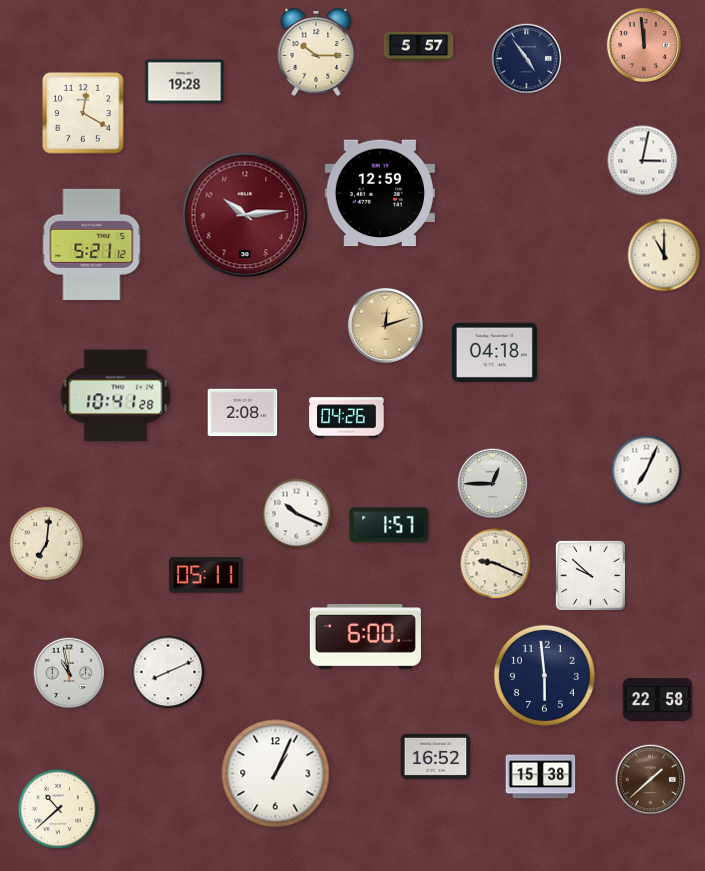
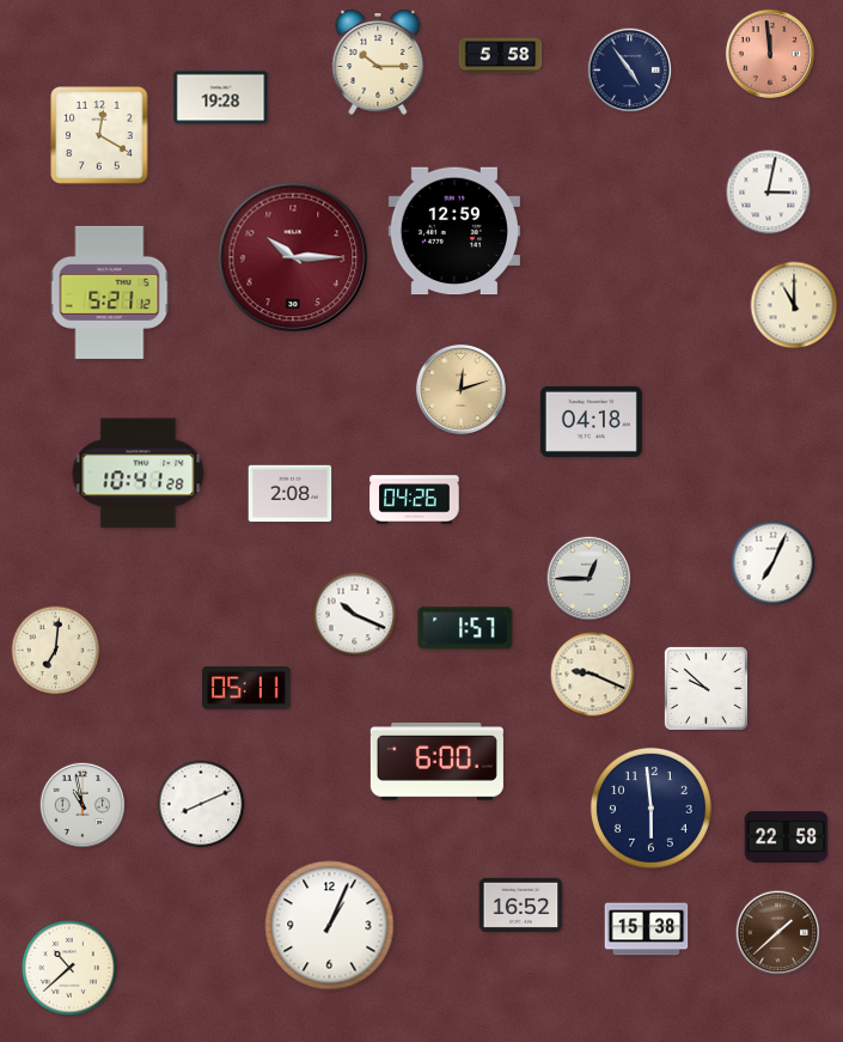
clock at (419, 47): 5:57 -> 5:58
clock at (245, 215): 10:14 -> 10:15
